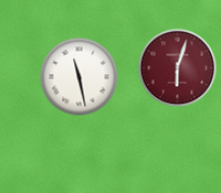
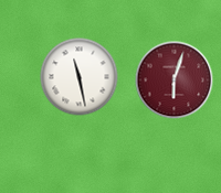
clock at (178, 68) position: (178, 68) -> (175, 81)
